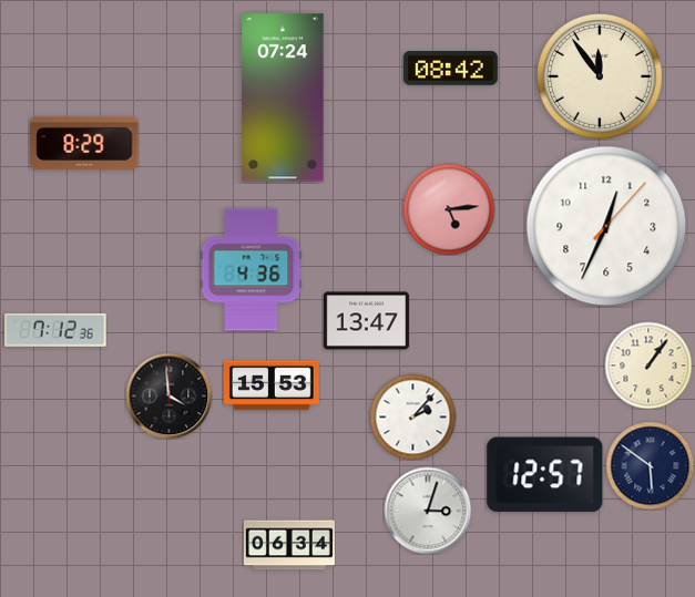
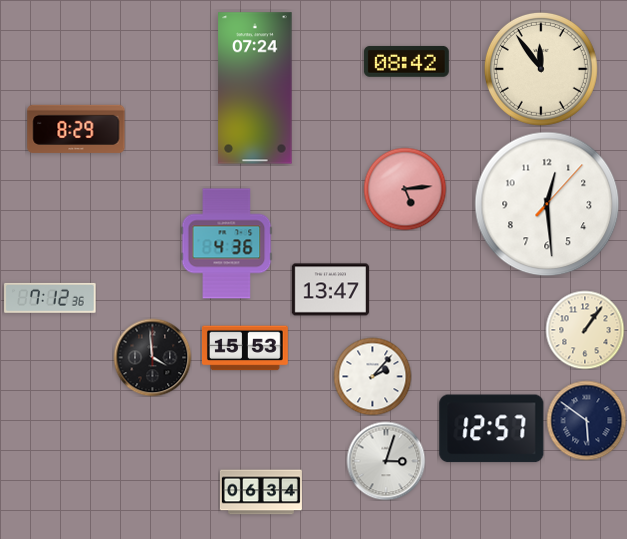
clock at (606, 226): 12:34 -> 12:29
